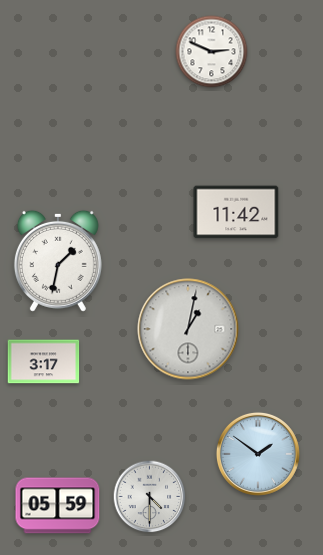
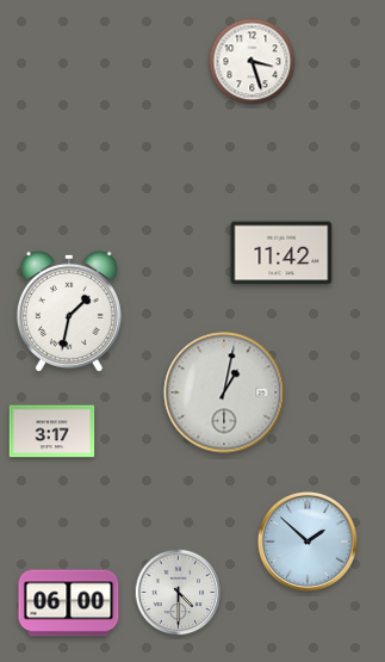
clock at (212, 52): 2:49 -> 3:27
clock at (258, 454): 1:51 -> 1:52
clock at (58, 506): 05:59 -> 06:00
